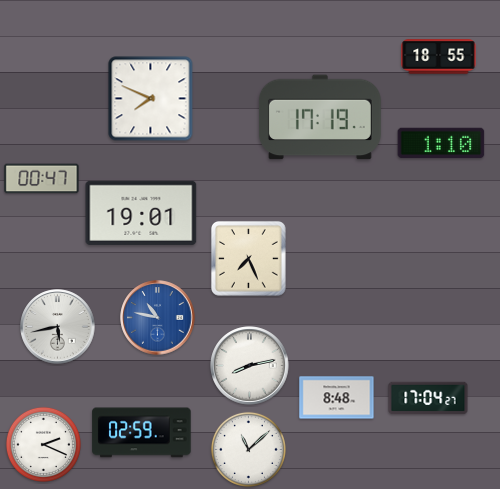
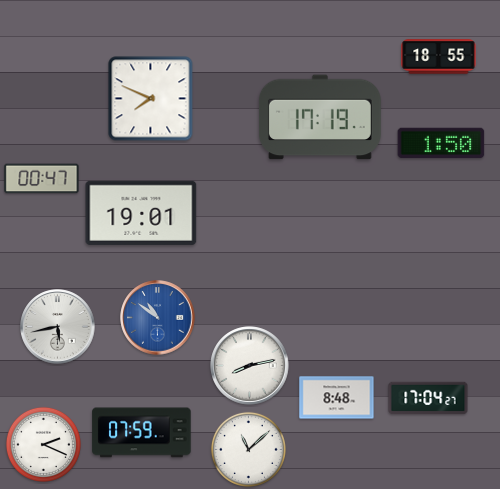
clock at (441, 143): 1:10 -> 1:50
clock at (249, 259): 7:26 -> none
clock at (158, 318): 10:47 -> 10:51
clock at (142, 433): 02:59 -> 07:59
